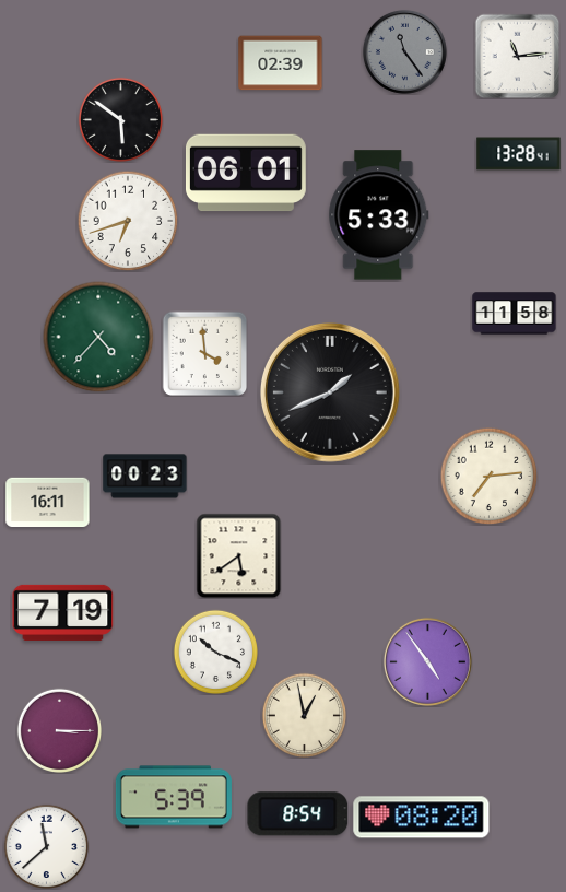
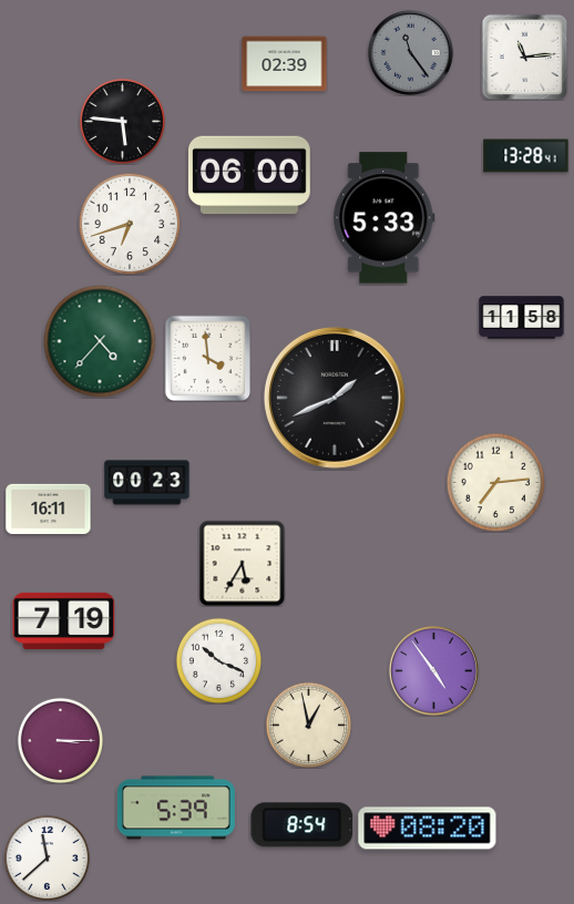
clock at (120, 119): 5:51 -> 5:46
clock at (246, 173): 06:01 -> 06:00
clock at (238, 555): 5:39 -> 5:35
